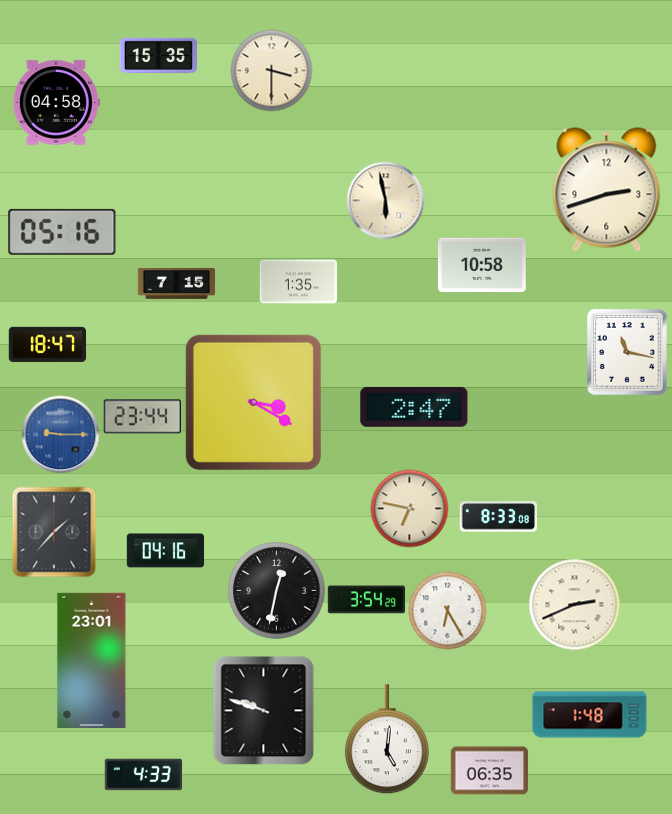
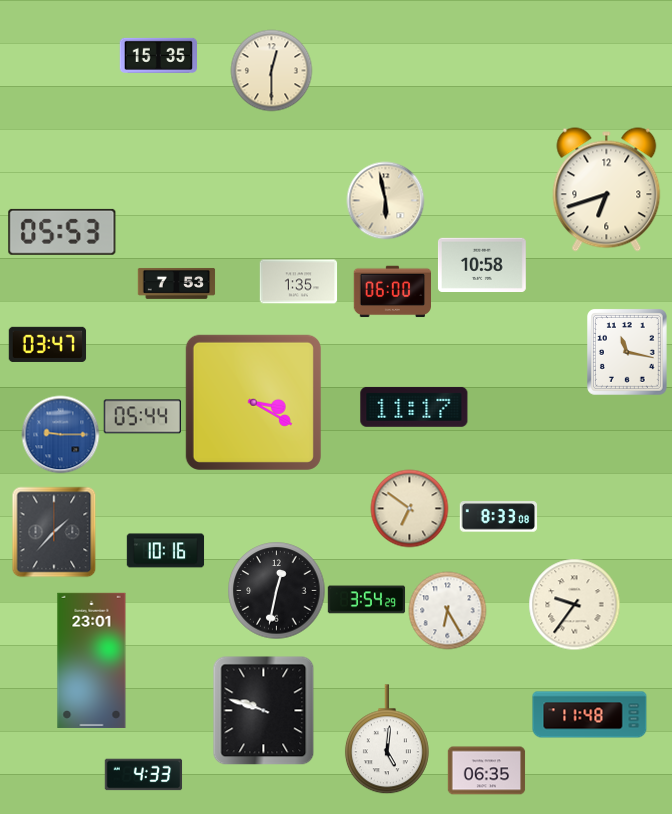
clock at (271, 70): 3:30 -> 12:30
clock at (56, 103): 04:58 -> none
clock at (607, 190): 2:42 -> 6:42
clock at (62, 232): 05:16 -> 05:53
clock at (176, 283): 7:15 -> 7:53
clock at (392, 292): none -> 06:00
clock at (47, 344): 18:47 -> 03:47
clock at (414, 407): 2:47 -> 11:17
clock at (142, 417): 23:44 -> 05:44
clock at (409, 508): 6:47 -> 6:51
clock at (165, 551): 04:16 -> 10:16
clock at (574, 604): 2:41 -> 9:36
clock at (590, 715): 1:48 -> 11:48
clock at (489, 771) position: (489, 771) -> (486, 771)
